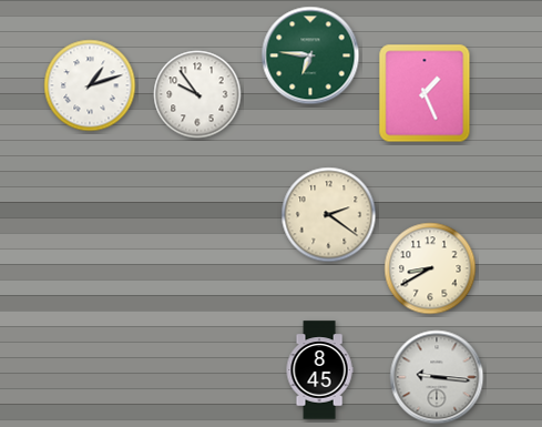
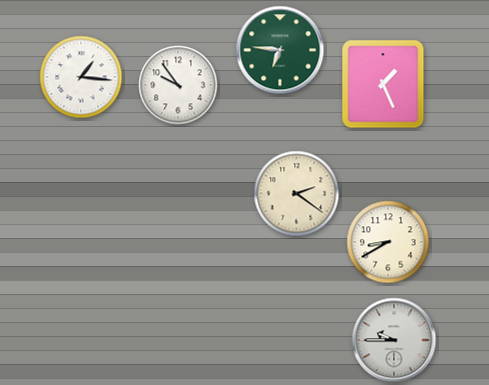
clock at (90, 85): 1:12 -> 1:16
clock at (319, 370): 8:45 -> none
clock at (437, 377): 9:16 -> 9:45
